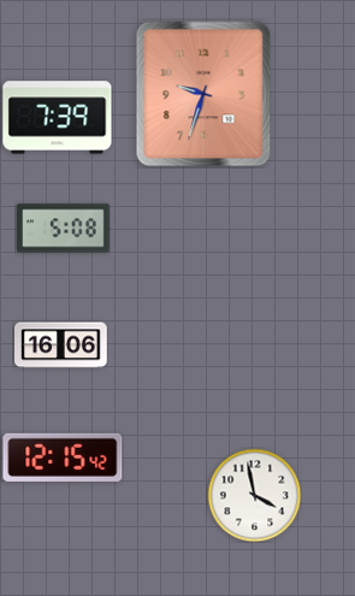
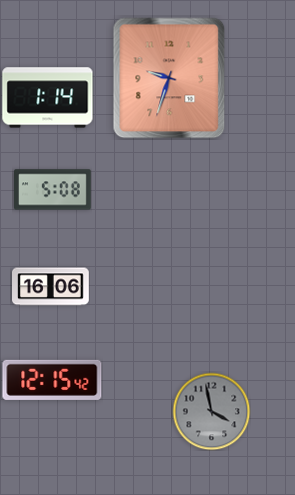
clock at (58, 118): 7:39 -> 1:14
clock at (254, 495) dial: white -> grey
